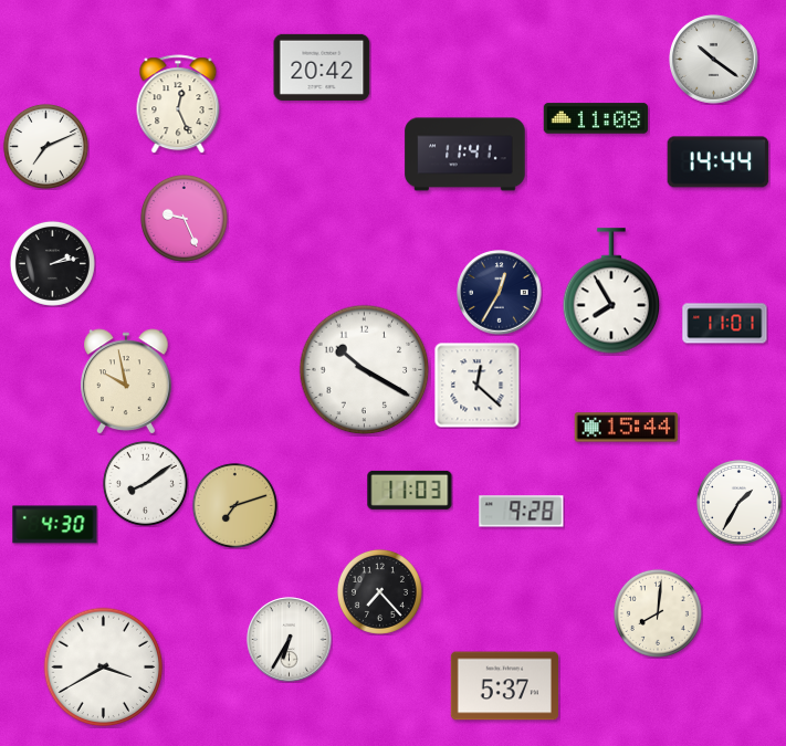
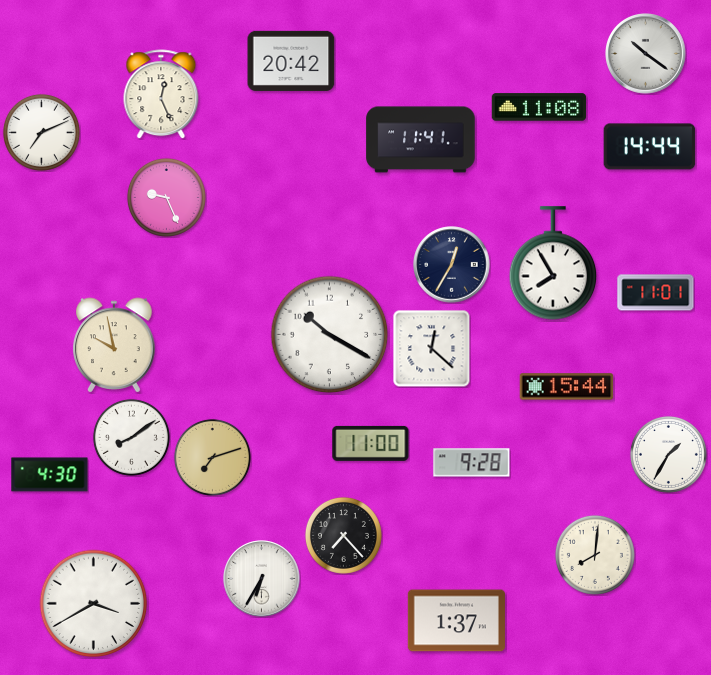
clock at (52, 263): 2:13 -> none
clock at (410, 490): 11:03 -> 11:00
clock at (504, 686): 5:37 -> 1:37
